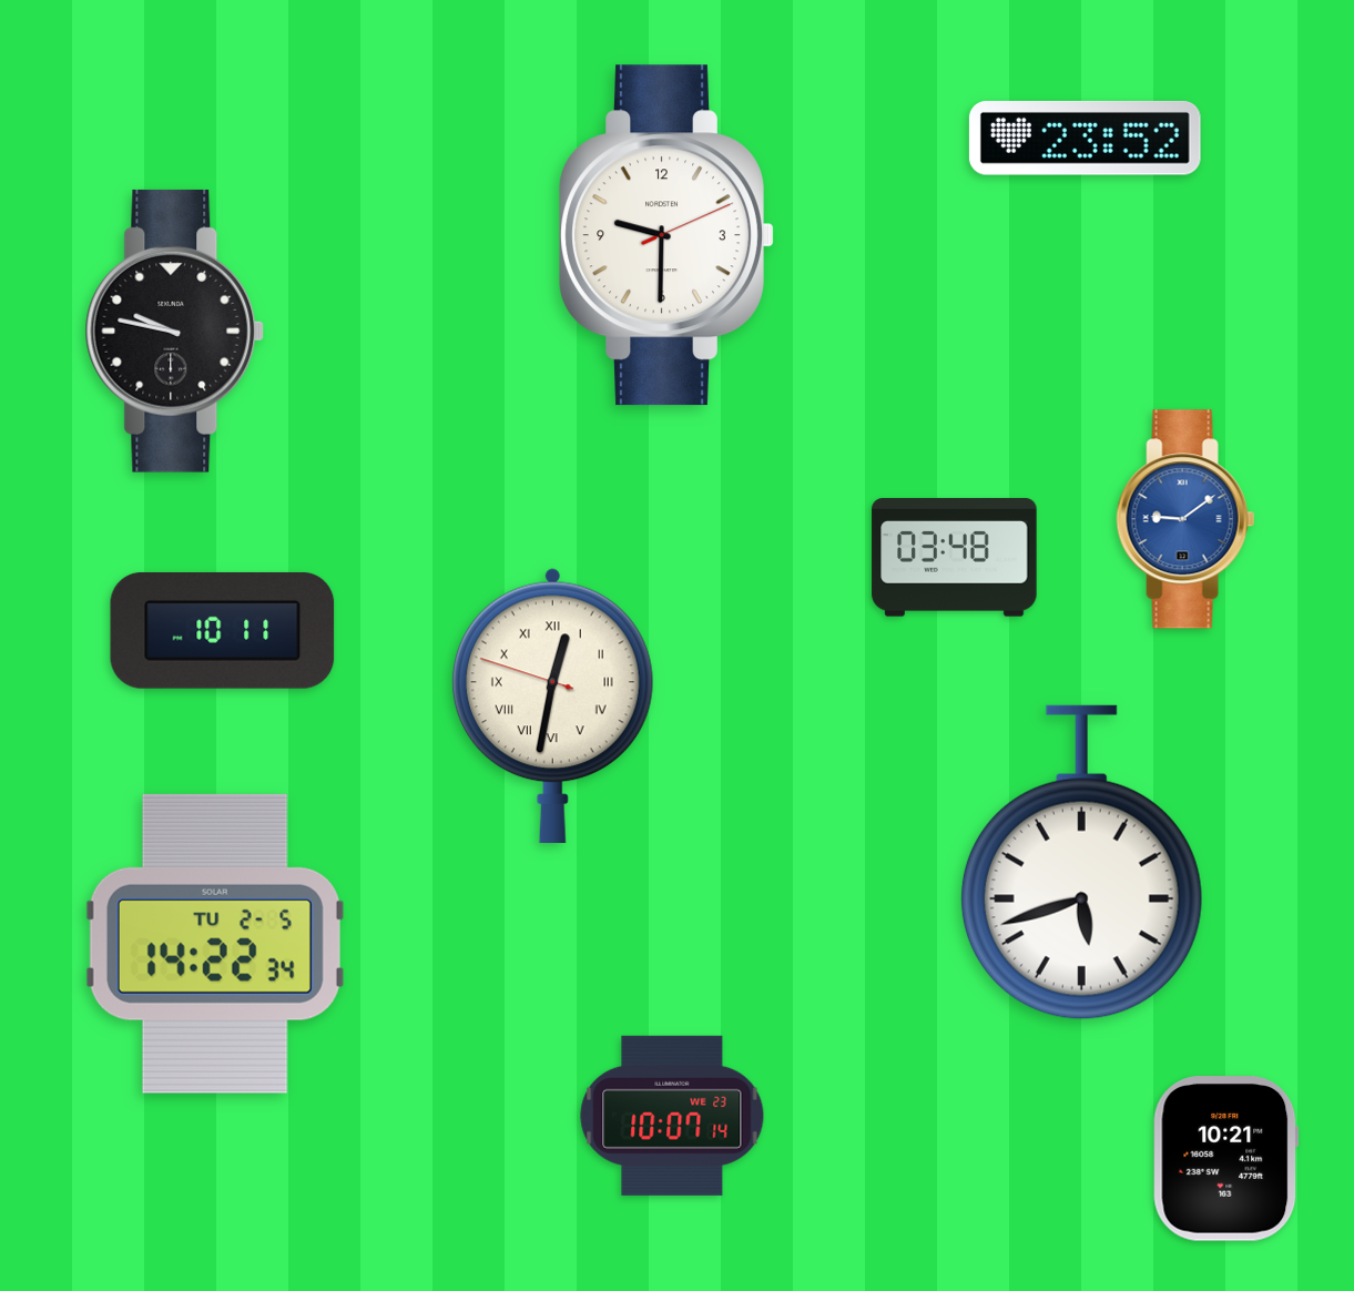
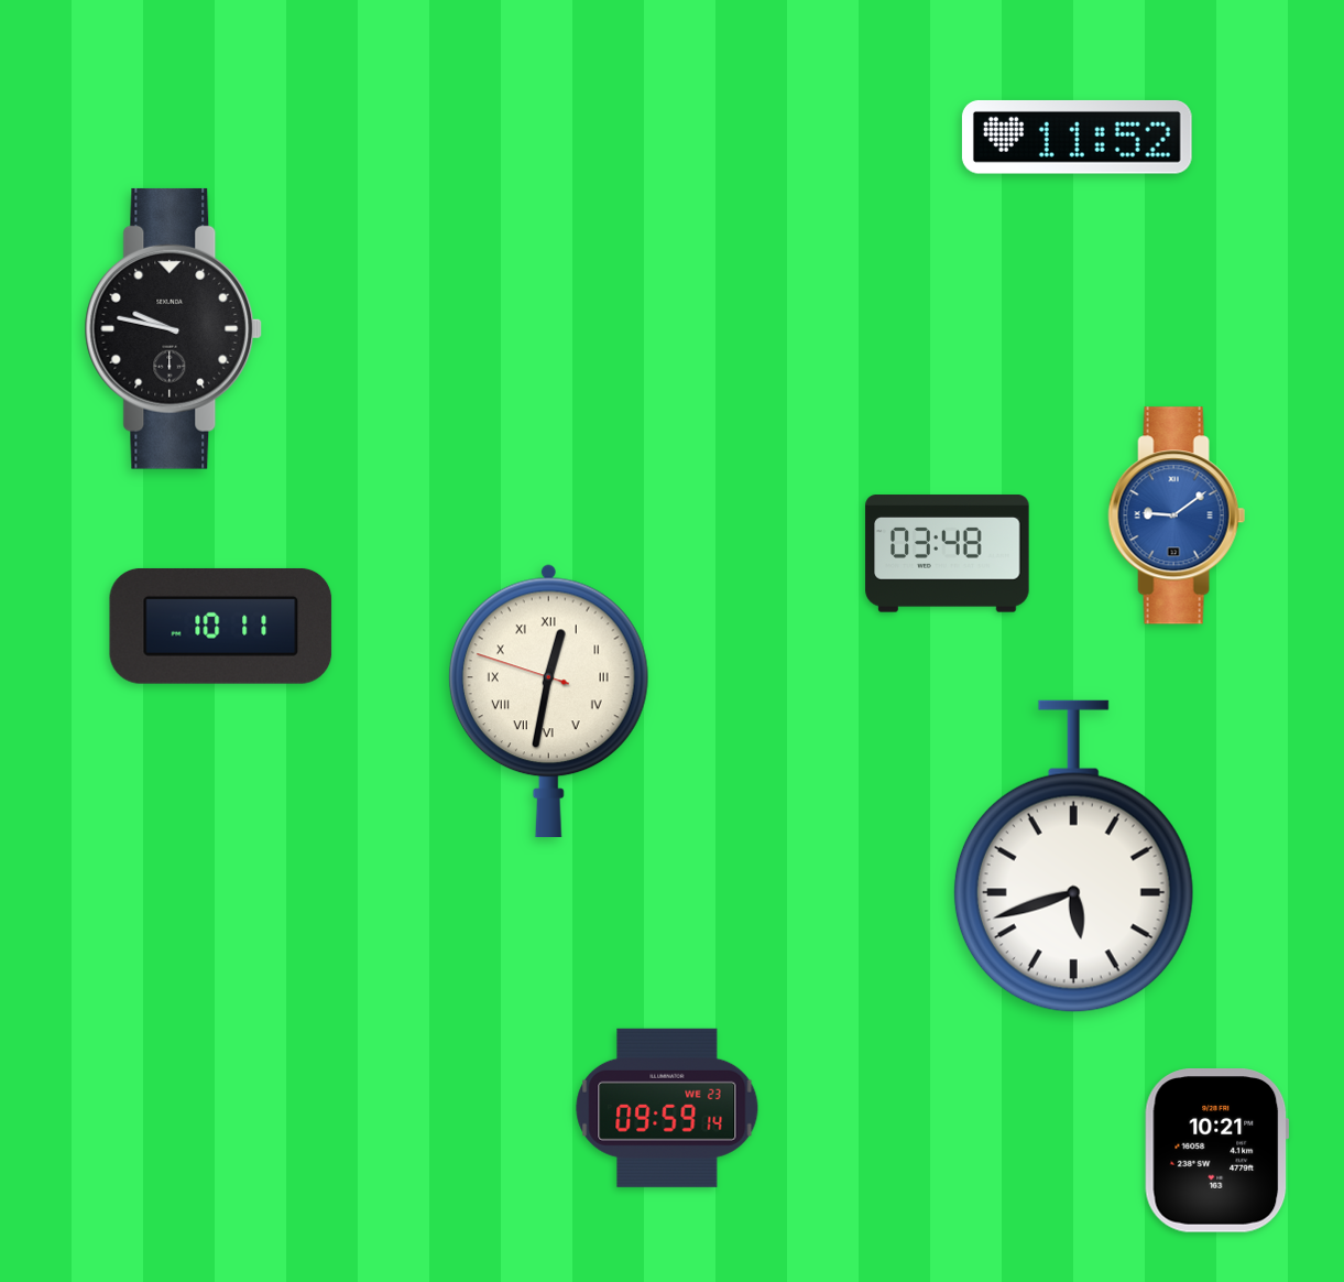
clock at (1085, 138): 23:52 -> 11:52
clock at (666, 235): 9:30 -> none
clock at (215, 944): 14:22 -> none
clock at (672, 1116): 10:07 -> 09:59
